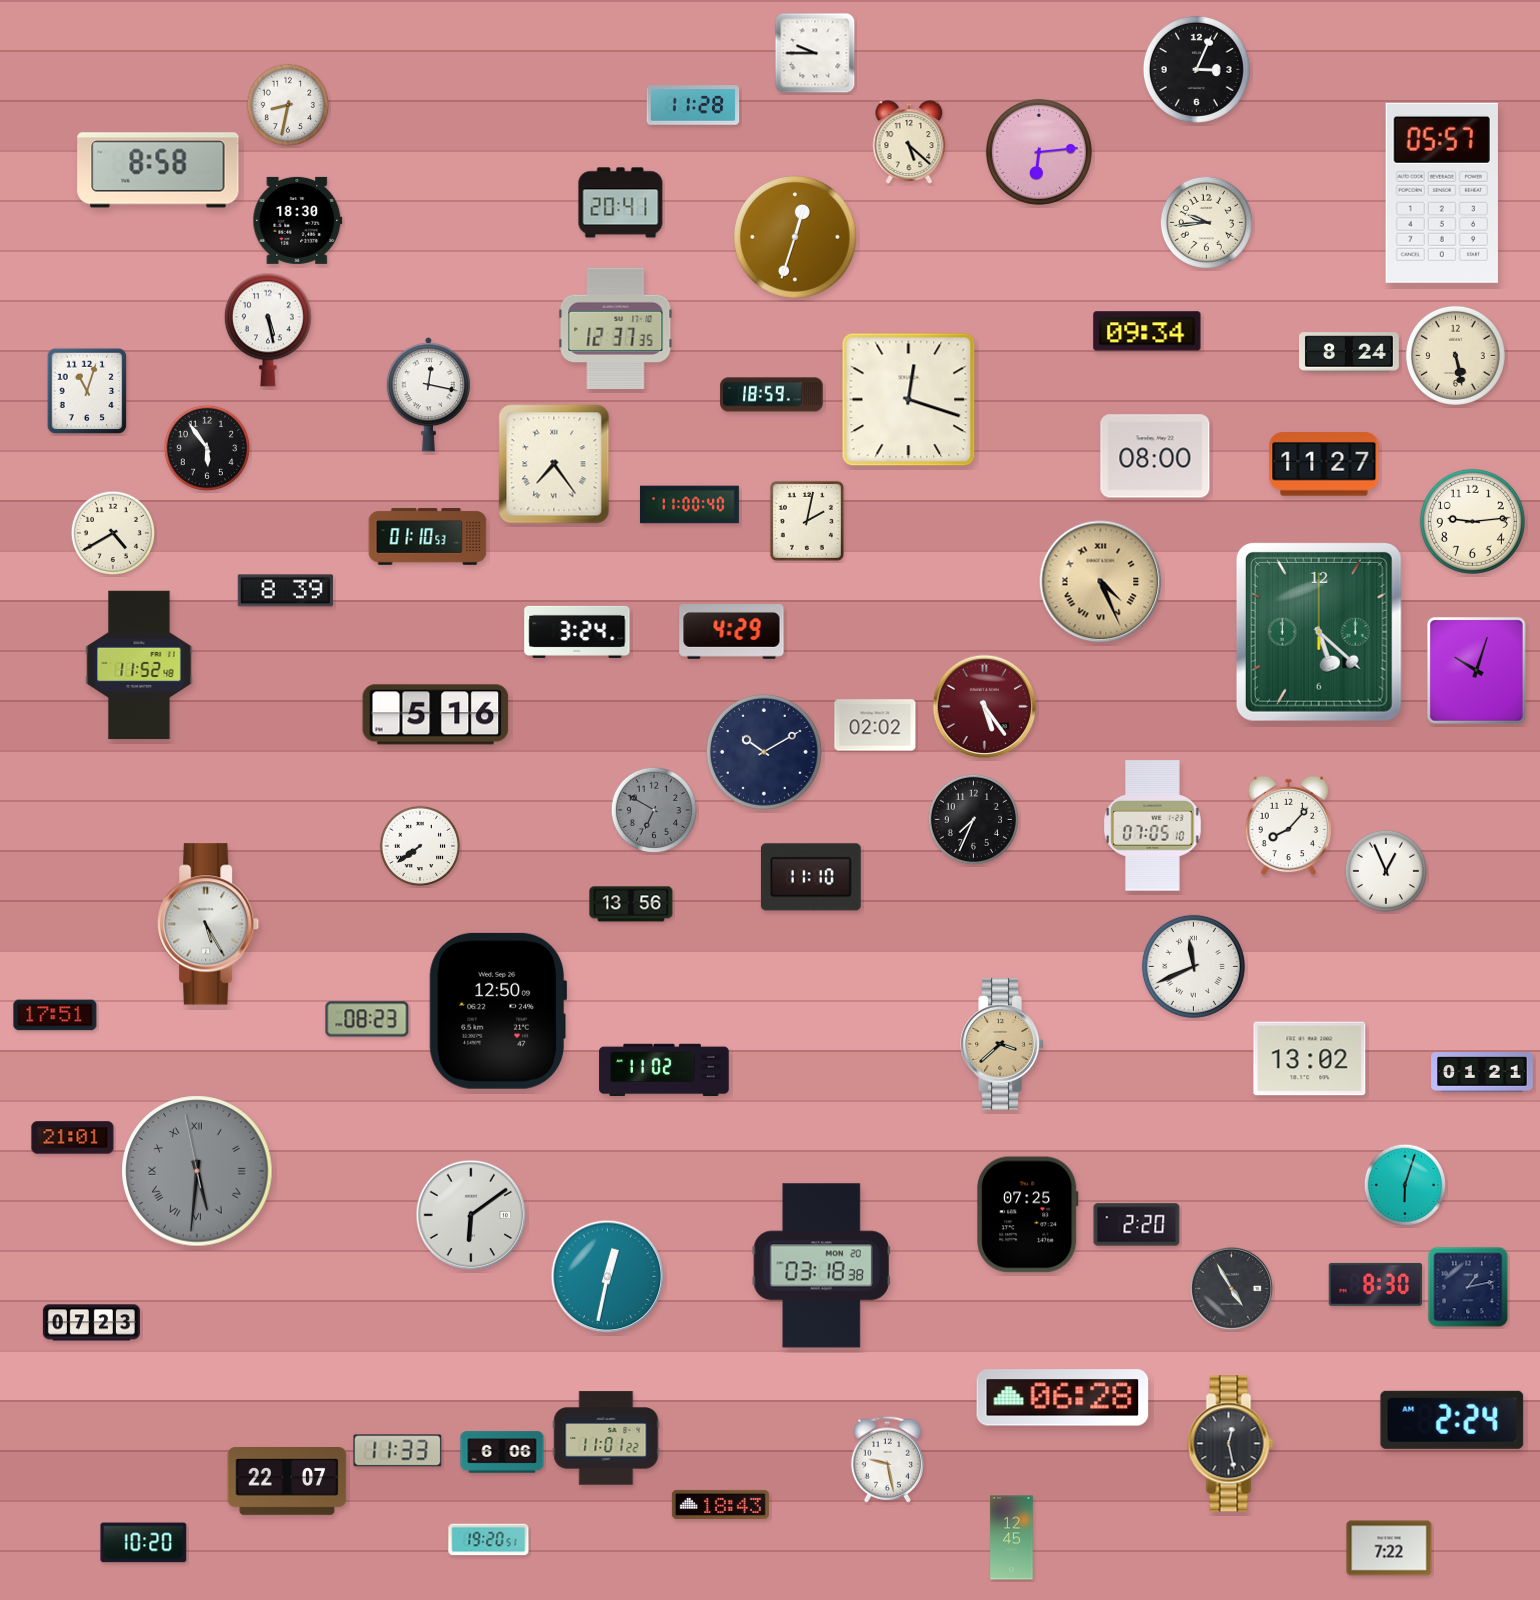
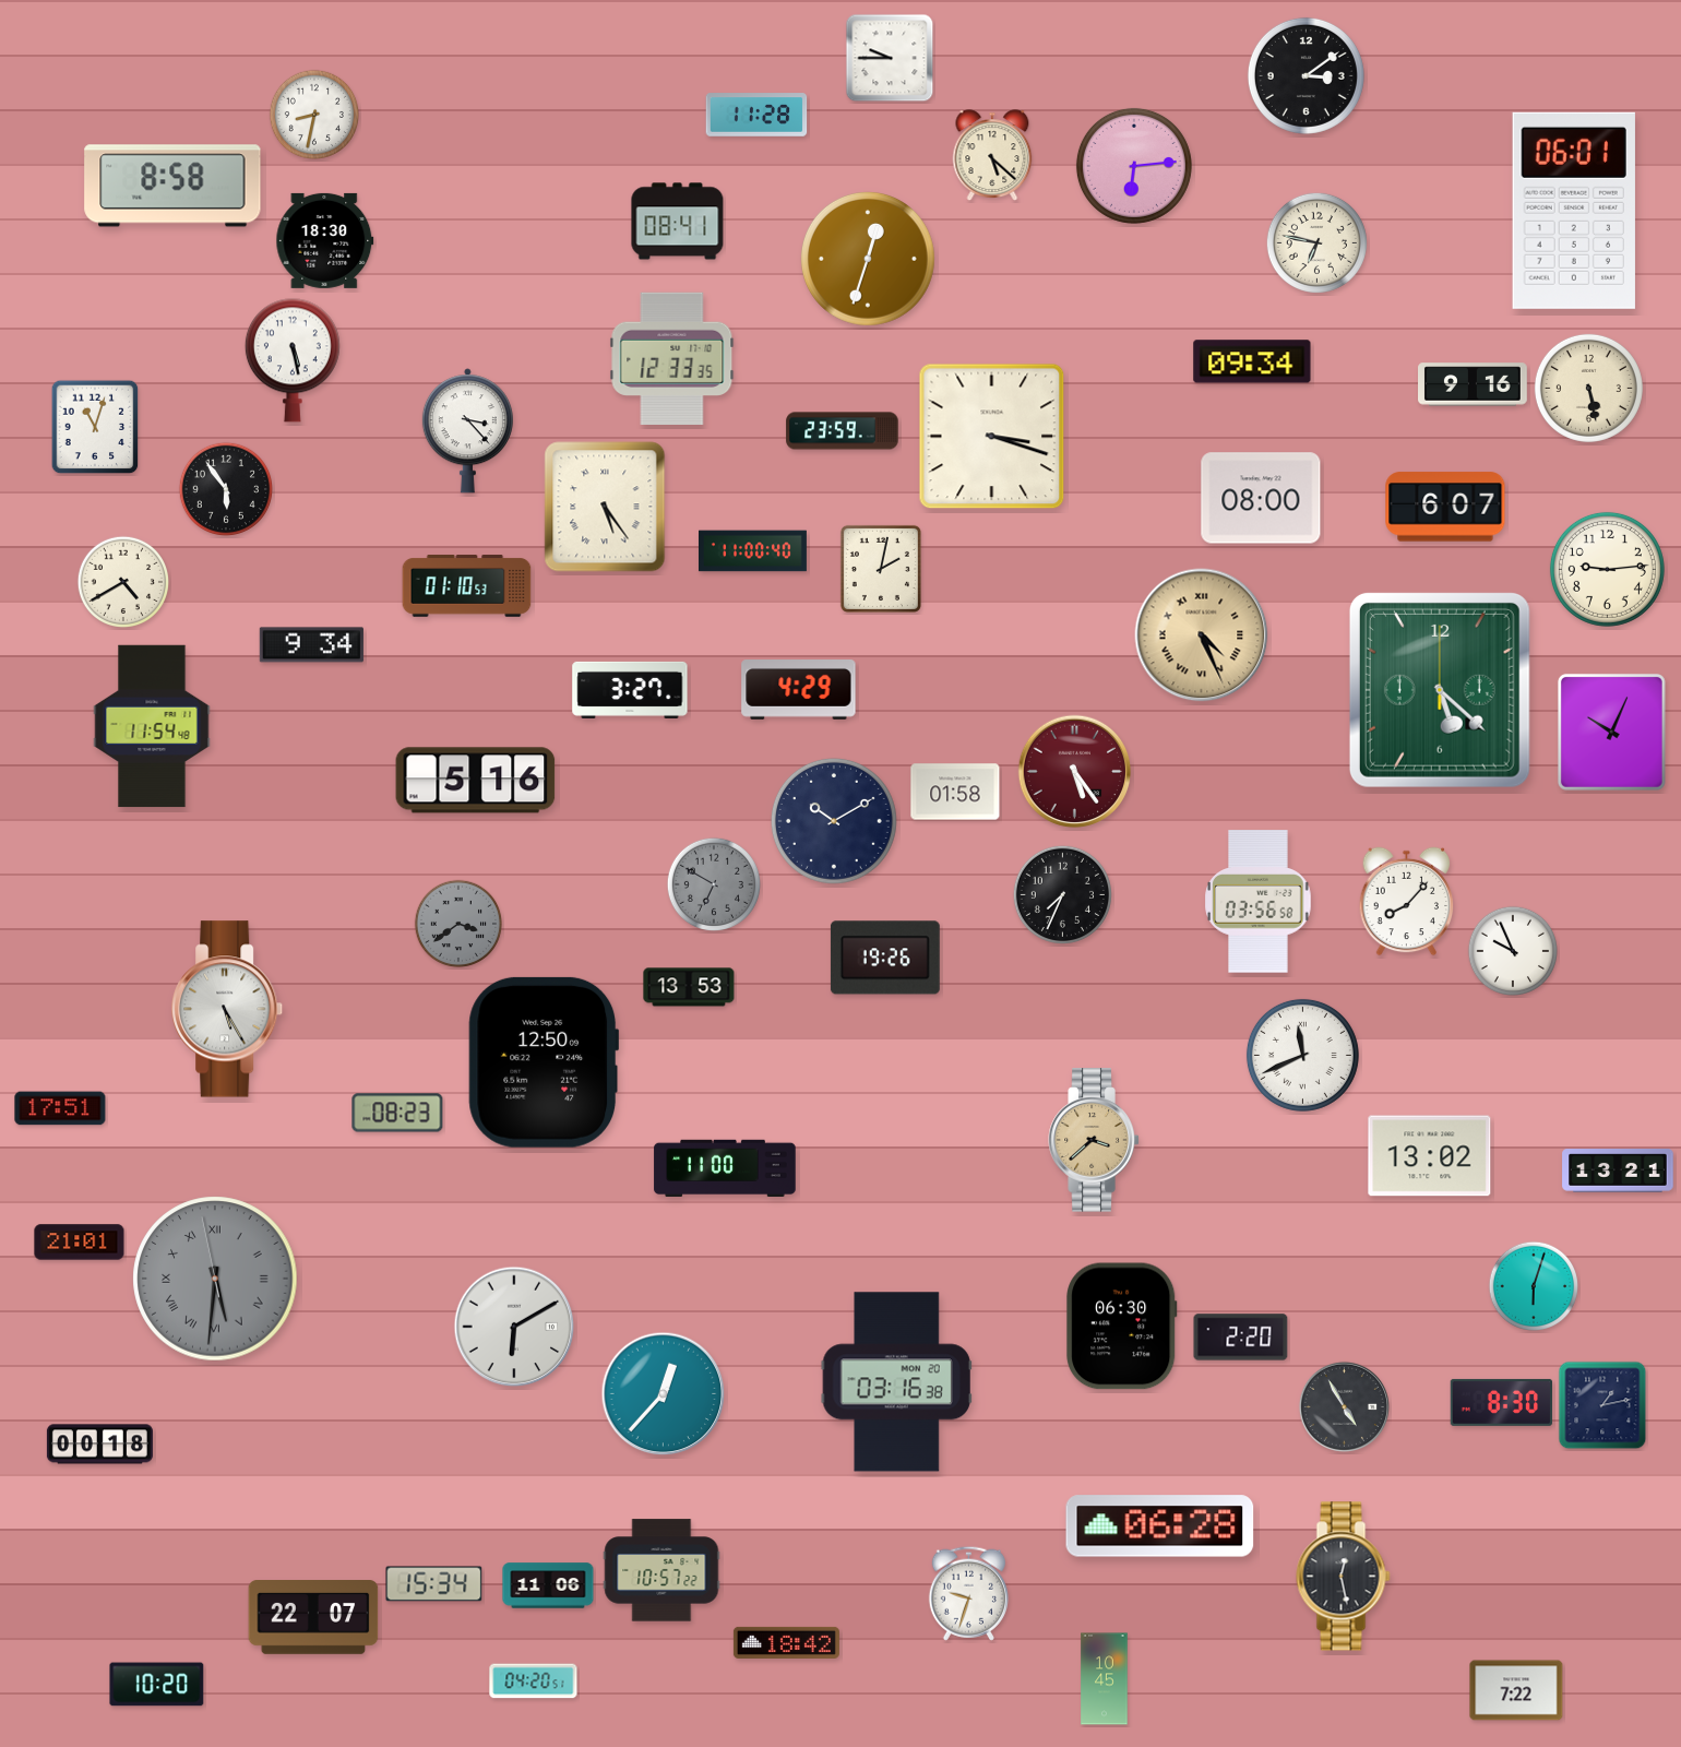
clock at (1196, 69): 3:04 -> 3:09
clock at (1442, 193): 05:57 -> 06:01
clock at (621, 203): 20:41 -> 08:41
clock at (1206, 222): 9:44 -> 6:47
clock at (616, 328): 12:37 -> 12:33
clock at (1350, 352): 8:24 -> 9:16
clock at (428, 395): 12:17 -> 3:23
clock at (772, 395): 18:59 -> 23:59
clock at (909, 400): 12:18 -> 3:18
clock at (554, 464): 7:24 -> 5:24
clock at (1324, 464): 11:27 -> 6:07
clock at (285, 591): 8:39 -> 9:34
clock at (577, 632): 3:24 -> 3:27
clock at (139, 665): 11:52 -> 11:54
clock at (1476, 670): 10:03 -> 10:04
clock at (875, 725): 02:02 -> 01:58
clock at (1153, 826): 07:05 -> 03:56
clock at (420, 846): 7:39 -> 3:39
clock at (420, 846) dial: white -> grey
clock at (1386, 871): 12:56 -> 9:56
clock at (811, 877): 11:10 -> 19:26
clock at (631, 904): 13:56 -> 13:53
clock at (498, 1011) position: (498, 1011) -> (544, 1062)
clock at (367, 1019) position: (367, 1019) -> (397, 1113)
clock at (664, 1069): 11:02 -> 11:00
clock at (1482, 1072): 01:21 -> 13:21
clock at (1405, 1185) position: (1405, 1185) -> (1534, 1286)
clock at (471, 1215): 6:09 -> 6:10
clock at (1028, 1215): 07:25 -> 06:30
clock at (821, 1266): 03:18 -> 03:16
clock at (608, 1277): 12:32 -> 12:37
clock at (91, 1323): 07:23 -> 00:18
clock at (1452, 1420): 2:24 -> none
clock at (606, 1438): 11:01 -> 10:57
clock at (398, 1451): 11:33 -> 15:34
clock at (502, 1452): 6:06 -> 11:06
clock at (887, 1459): 9:28 -> 9:33
clock at (720, 1504): 18:43 -> 18:42
clock at (1012, 1538): 12:45 -> 10:45
clock at (489, 1540): 19:20 -> 04:20
